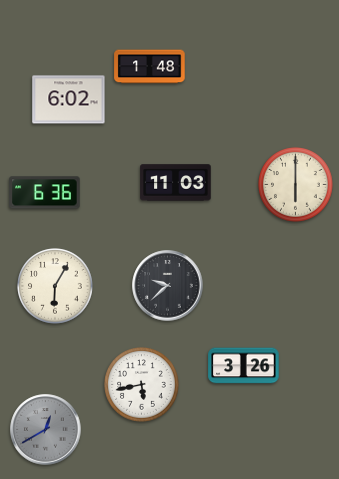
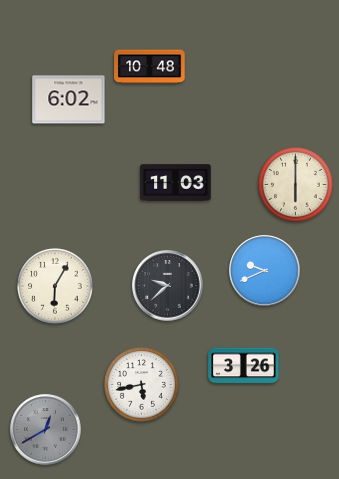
clock at (150, 67): 1:48 -> 10:48
clock at (45, 193): 6:36 -> none
clock at (265, 271): none -> 9:41
